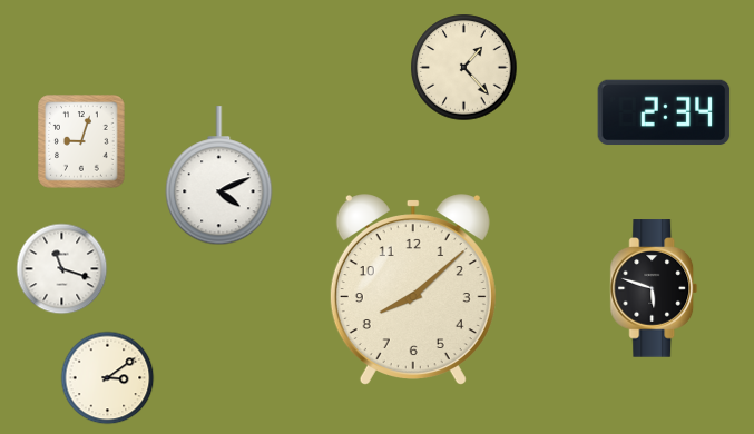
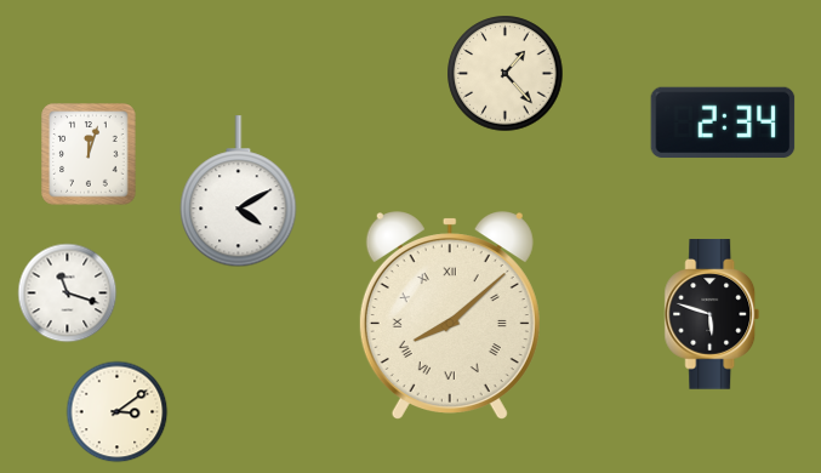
clock at (81, 141): 9:03 -> 12:03
clock at (219, 176): 4:11 -> 4:10
clock at (413, 289) numerals: Arabic -> Roman
